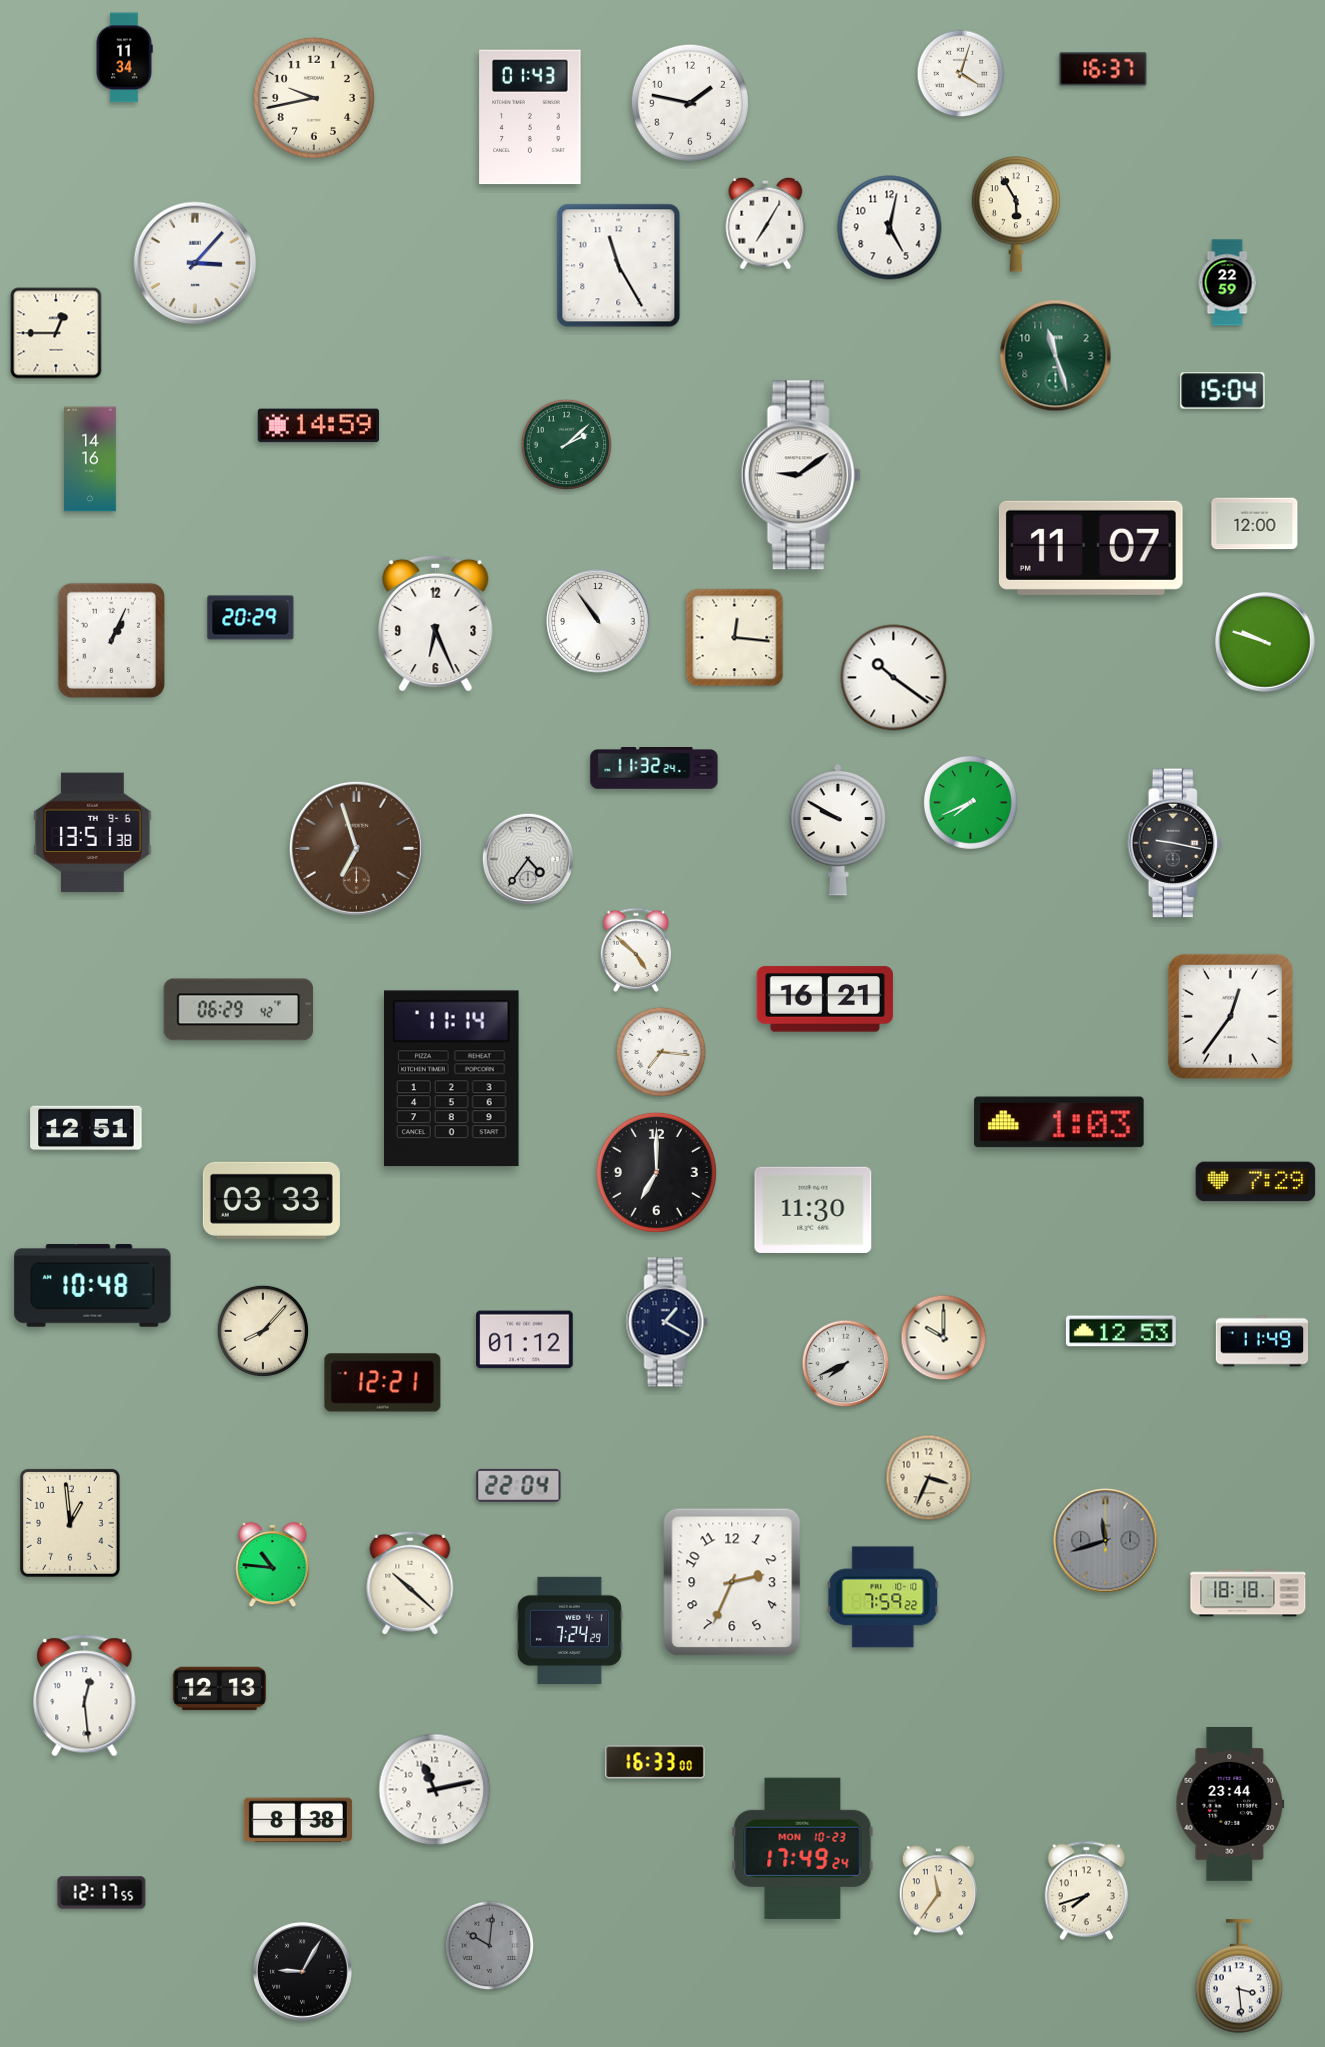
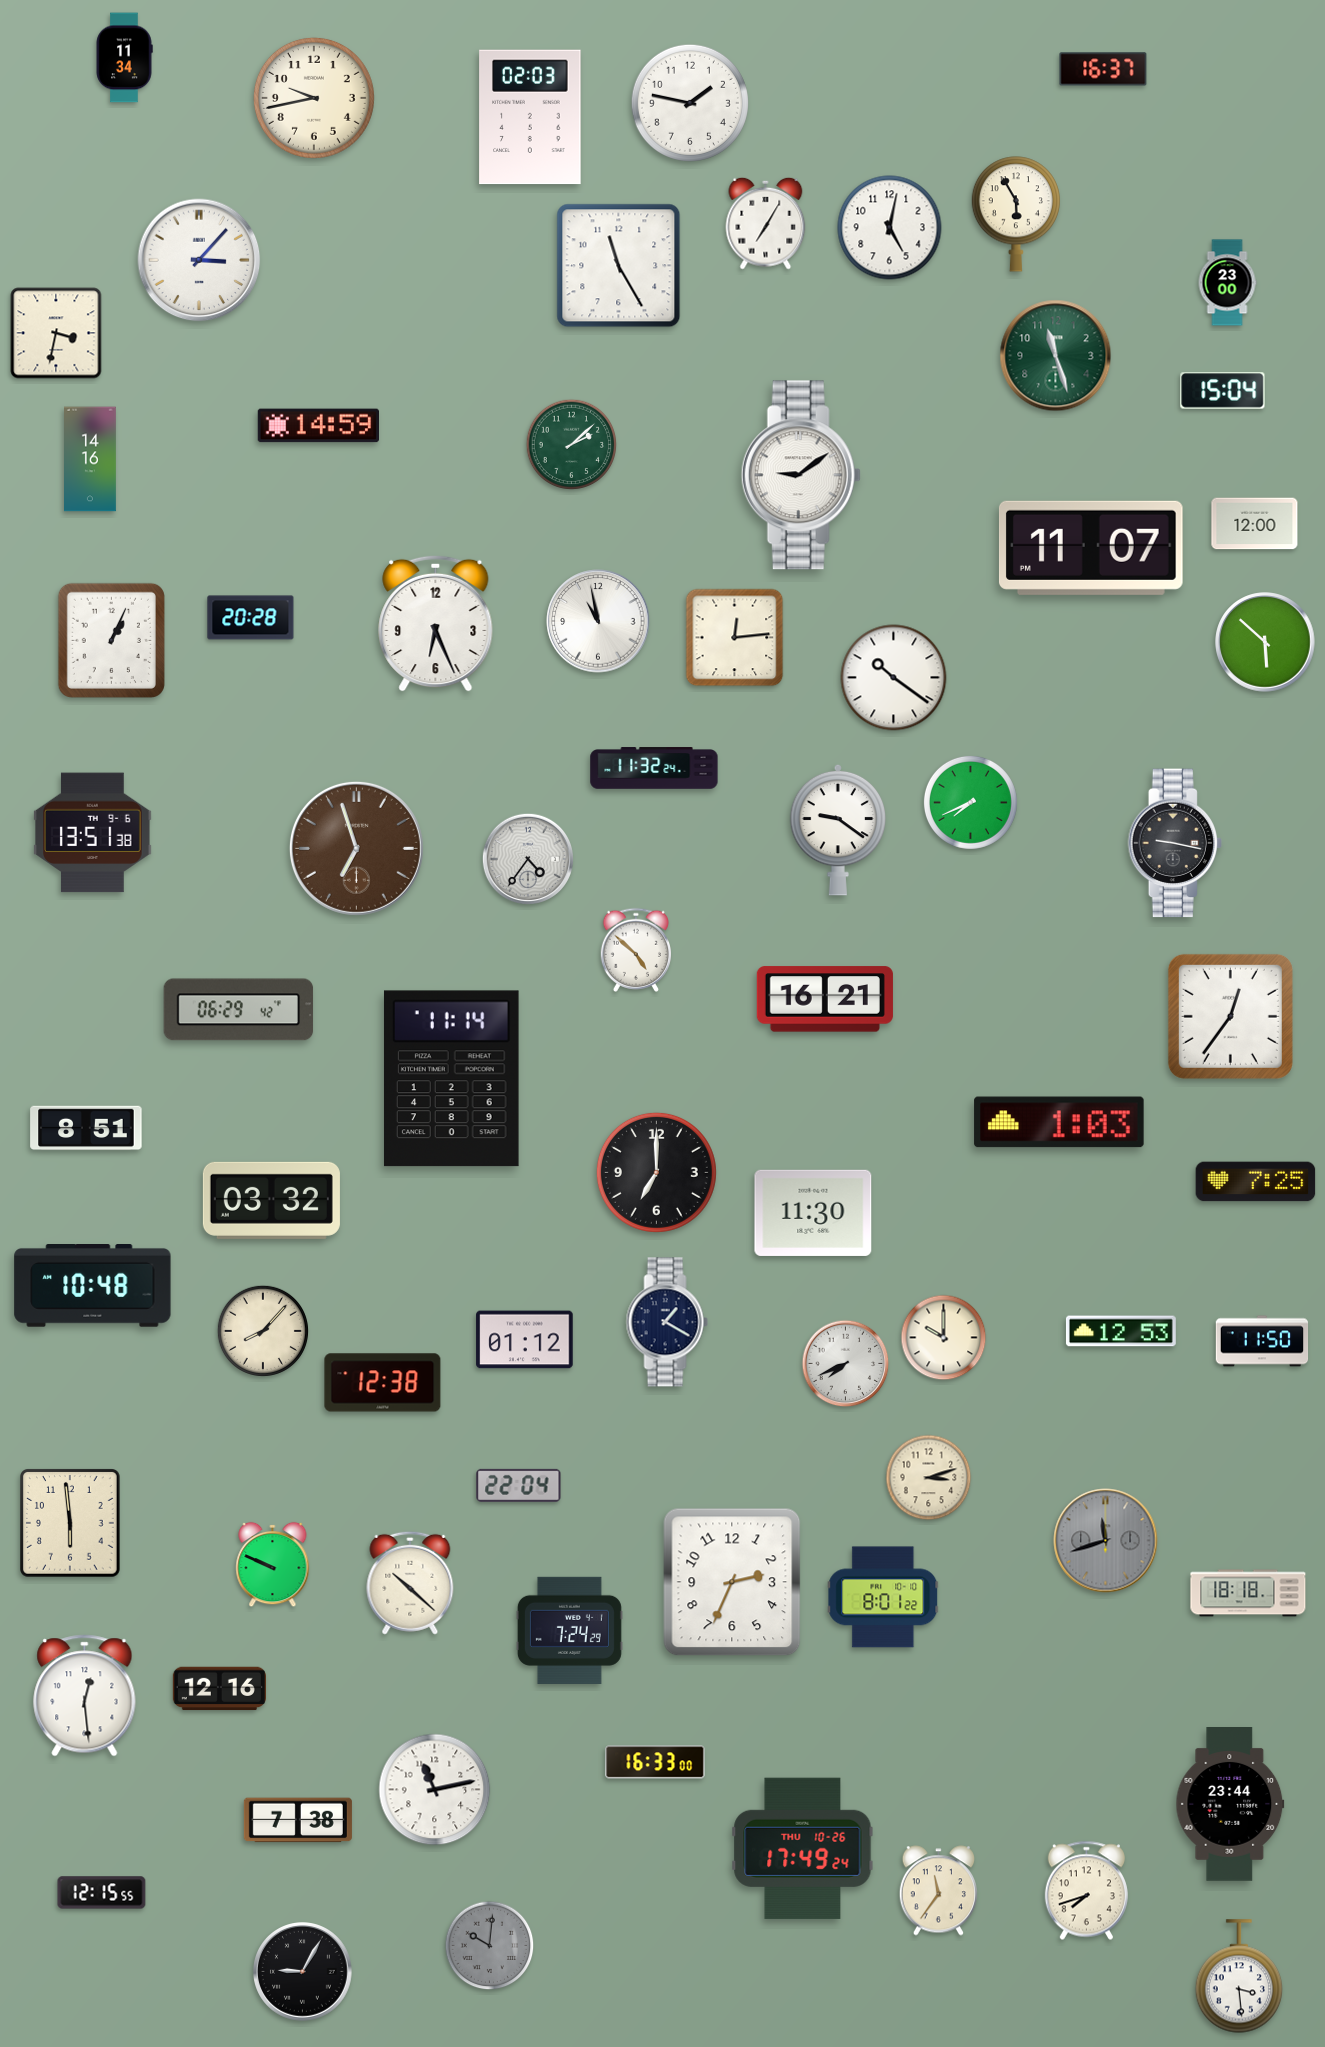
clock at (961, 74): 4:03 -> none
clock at (530, 117): 01:43 -> 02:03
clock at (195, 263) position: (195, 263) -> (199, 260)
clock at (1227, 283): 22:59 -> 23:00
clock at (56, 333): 12:45 -> 3:32
clock at (566, 444) position: (566, 444) -> (571, 444)
clock at (251, 618): 20:29 -> 20:28
clock at (598, 621): 10:54 -> 10:58
clock at (735, 638): 12:16 -> 12:14
clock at (1265, 642): 9:48 -> 5:52
clock at (838, 830): 9:50 -> 9:21
clock at (661, 1052): 7:16 -> none
clock at (86, 1128): 12:51 -> 8:51
clock at (1256, 1182): 7:29 -> 7:25
clock at (271, 1200): 03:33 -> 03:32
clock at (813, 1210) position: (813, 1210) -> (813, 1213)
clock at (1262, 1341): 11:49 -> 11:50
clock at (383, 1383): 12:21 -> 12:38
clock at (929, 1478): 3:34 -> 3:12
clock at (71, 1523): 12:59 -> 5:59
clock at (273, 1565): 10:46 -> 9:49
clock at (883, 1597): 7:59 -> 8:01
clock at (219, 1689): 12:13 -> 12:16
clock at (298, 1820): 8:38 -> 7:38
clock at (803, 1848) date: MON 10-23 -> THU 10-26
clock at (102, 1893): 12:17 -> 12:15
